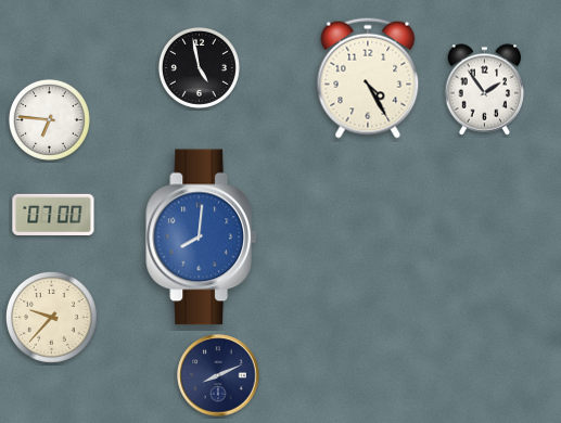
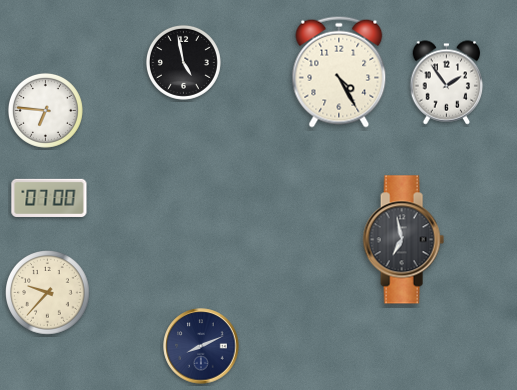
clock at (201, 238): 8:01 -> none
clock at (403, 240): none -> 6:58
